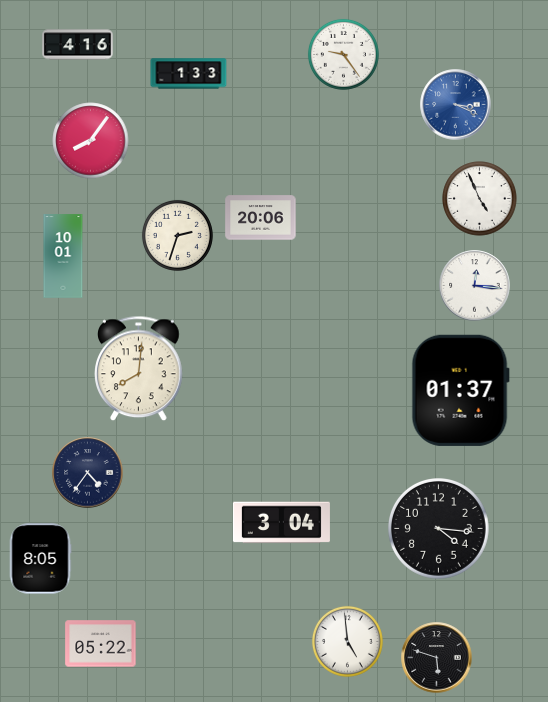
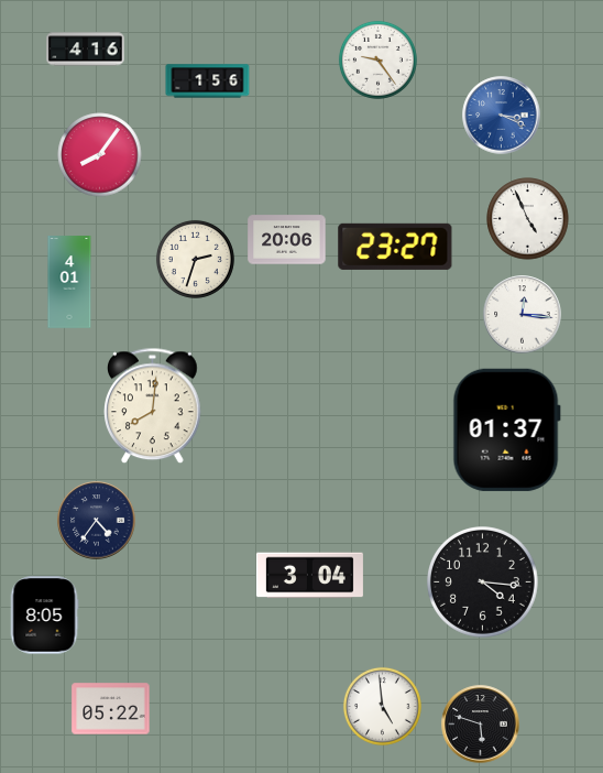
clock at (189, 74): 1:33 -> 1:56
clock at (395, 247): none -> 23:27
clock at (63, 256): 10:01 -> 4:01
